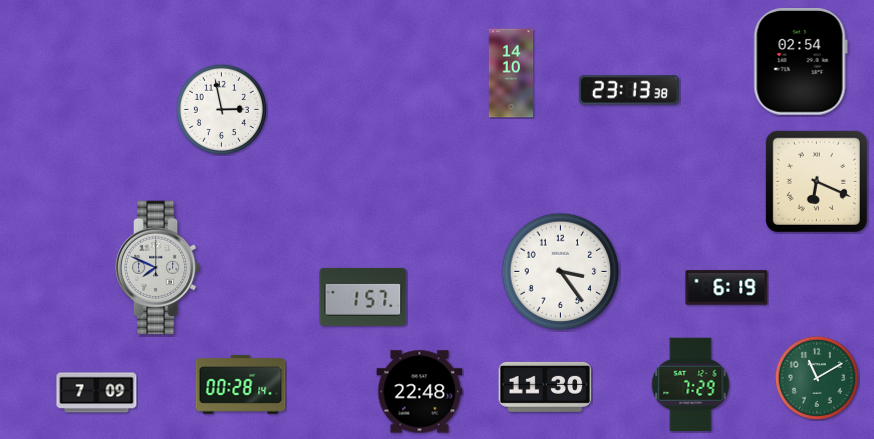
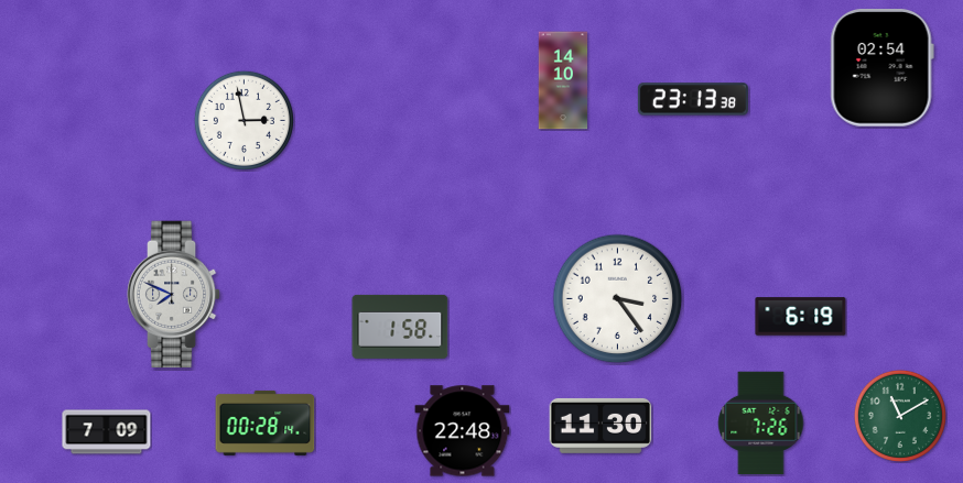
clock at (816, 181): 6:19 -> none
clock at (363, 297): 1:57 -> 1:58
clock at (691, 385): 7:29 -> 7:26
